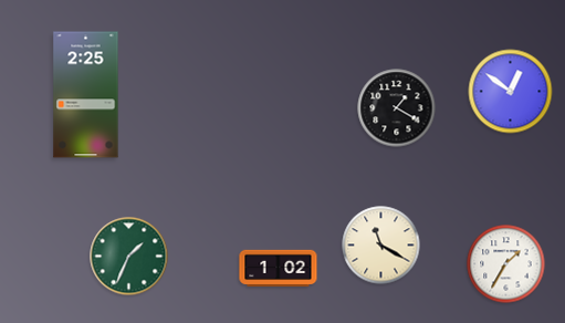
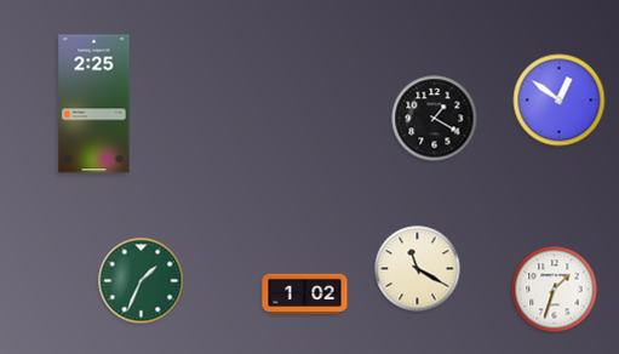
clock at (506, 264): 1:35 -> 1:33
